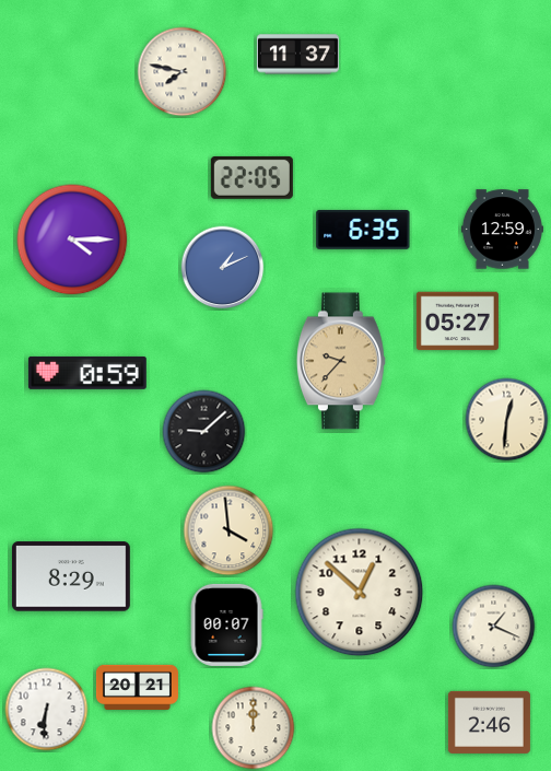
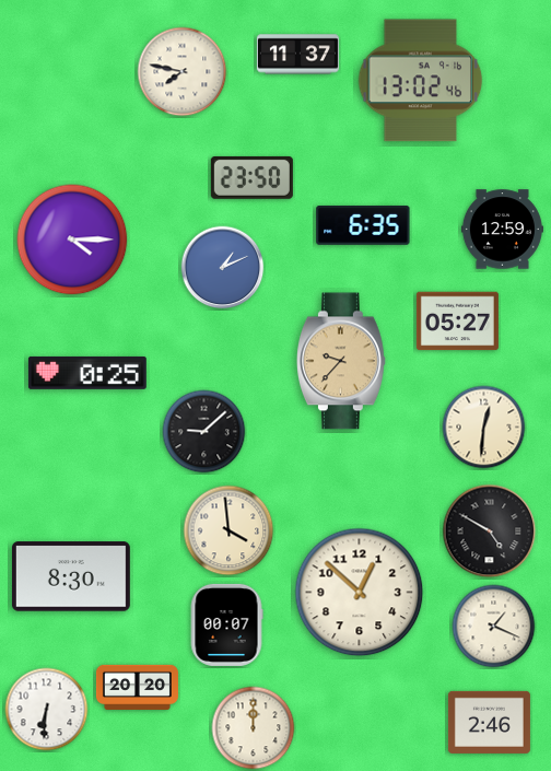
clock at (421, 81): none -> 13:02
clock at (251, 177): 22:05 -> 23:50
clock at (363, 230) position: (363, 230) -> (363, 225)
clock at (87, 373): 0:59 -> 0:25
clock at (507, 420) position: (507, 420) -> (484, 428)
clock at (490, 531): none -> 4:50
clock at (71, 576): 8:29 -> 8:30
clock at (137, 687): 20:21 -> 20:20
